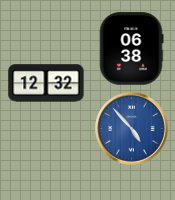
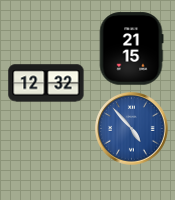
clock at (131, 49): 06:38 -> 21:15
